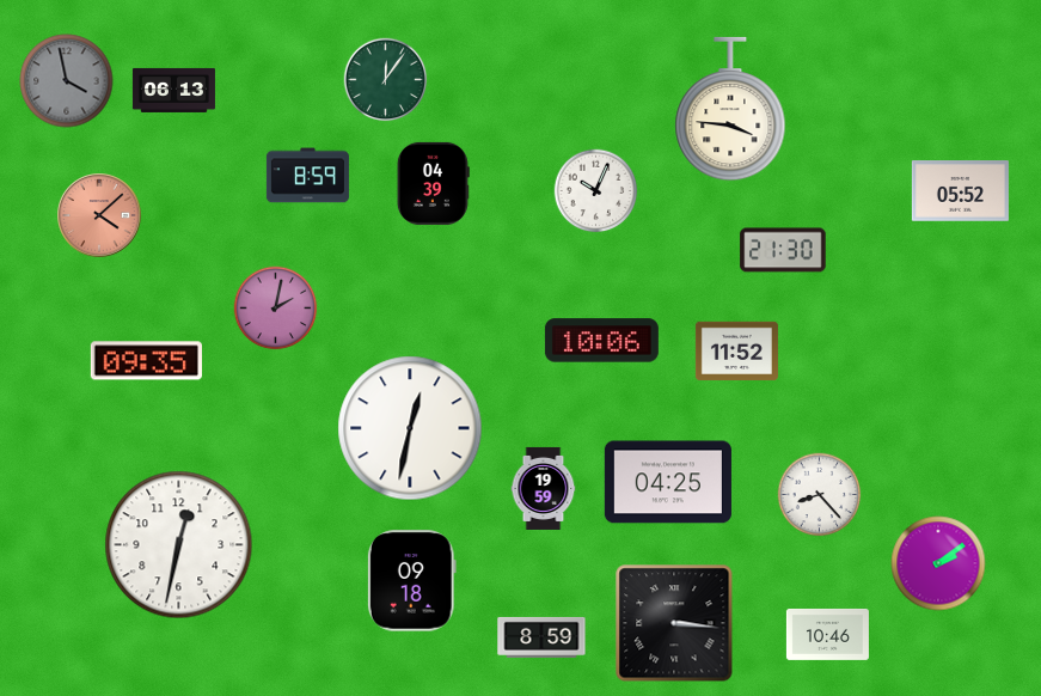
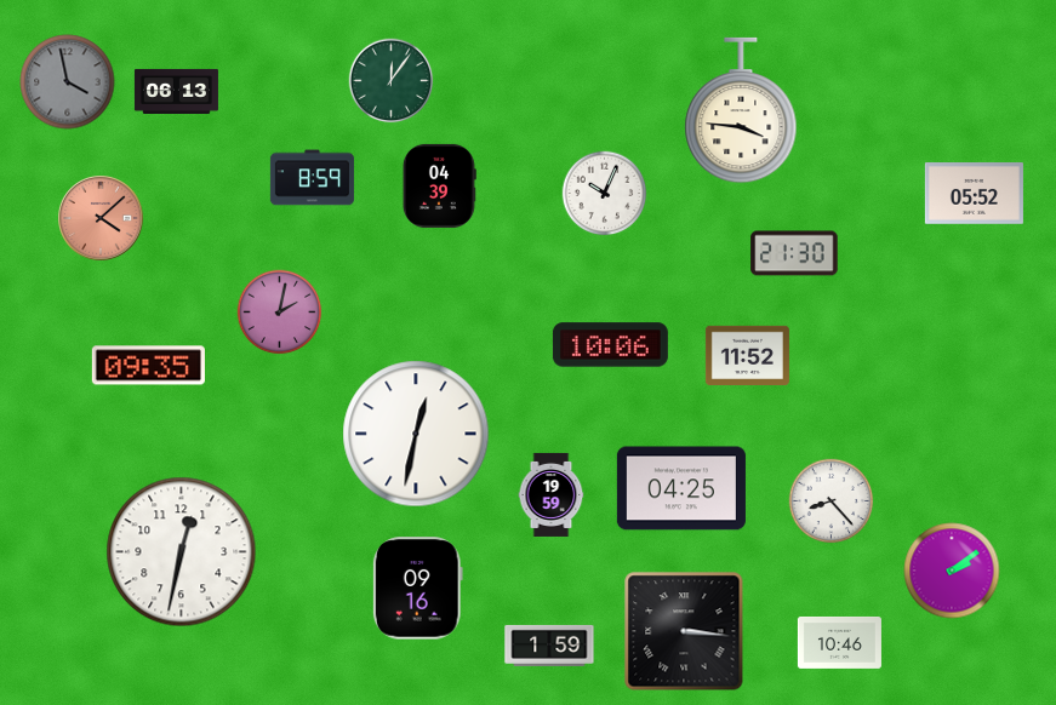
clock at (668, 482) position: (668, 482) -> (681, 488)
clock at (411, 581): 09:18 -> 09:16
clock at (541, 637): 8:59 -> 1:59
